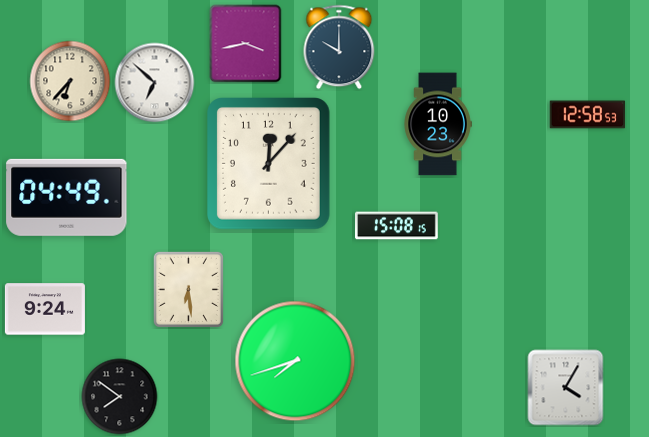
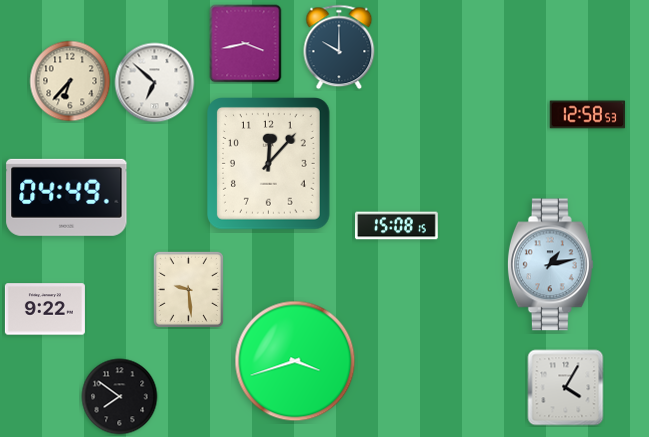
clock at (438, 124): 10:23 -> none
clock at (550, 265): none -> 1:13
clock at (188, 289): 6:29 -> 9:29
clock at (45, 309): 9:24 -> 9:22
clock at (295, 361): 7:42 -> 3:42
